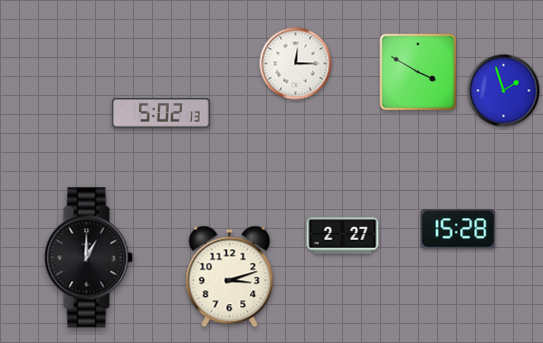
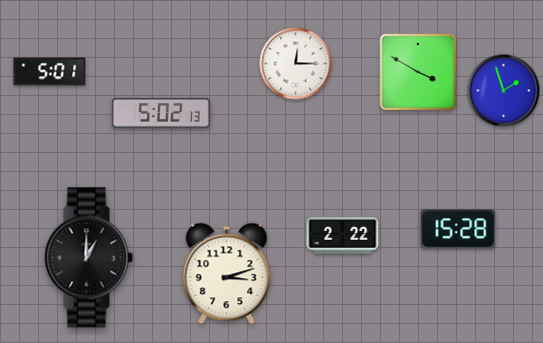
clock at (50, 72): none -> 5:01
clock at (343, 236): 2:27 -> 2:22
clock at (230, 277) position: (230, 277) -> (227, 274)
